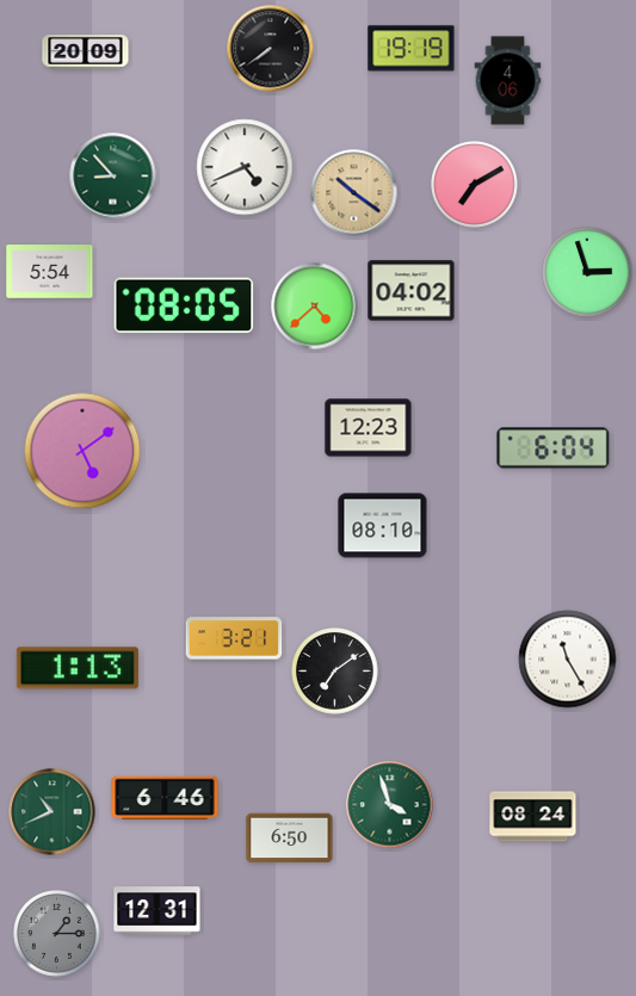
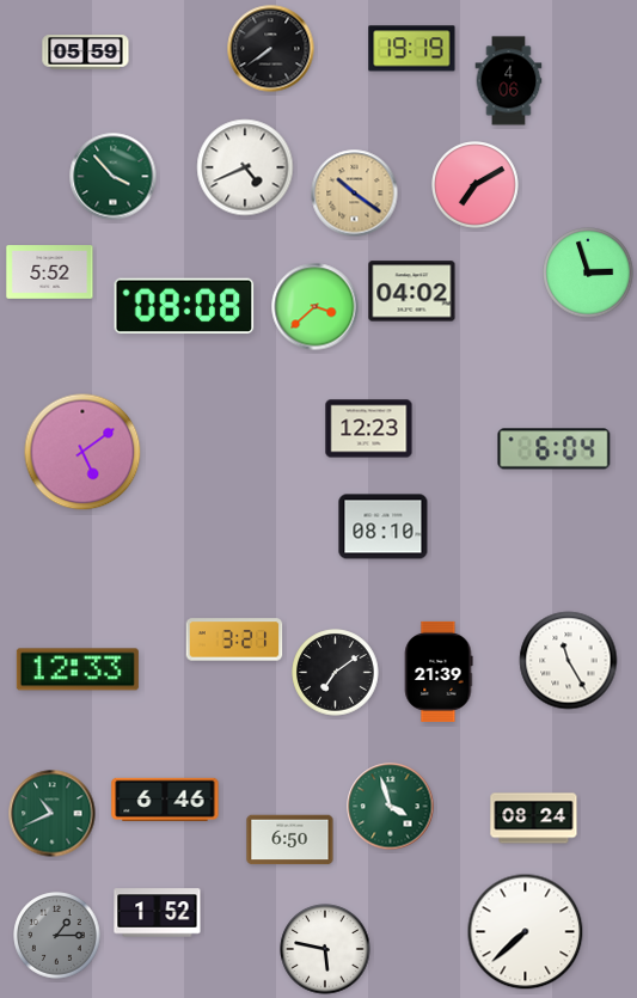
clock at (86, 52): 20:09 -> 05:59
clock at (113, 177): 8:53 -> 3:53
clock at (50, 272): 5:54 -> 5:52
clock at (184, 305): 08:05 -> 08:08
clock at (315, 307): 4:38 -> 3:38
clock at (78, 668): 1:13 -> 12:33
clock at (439, 672): none -> 21:39
clock at (158, 911): 12:31 -> 1:52
clock at (526, 932): none -> 7:38
clock at (325, 949): none -> 5:47
